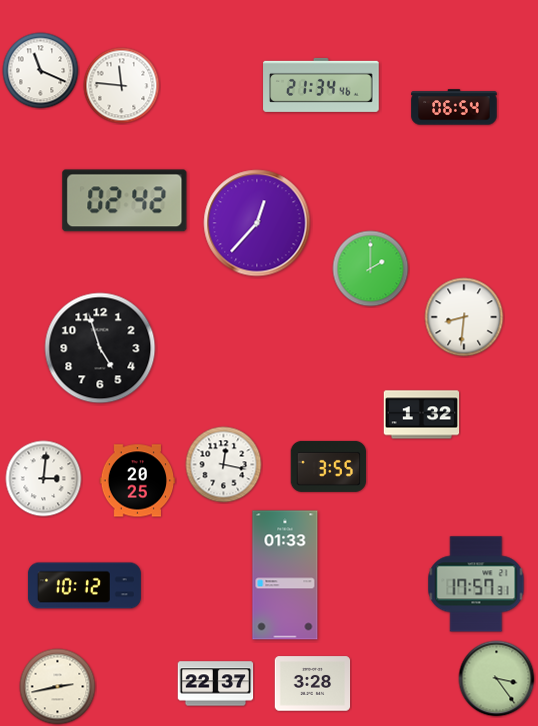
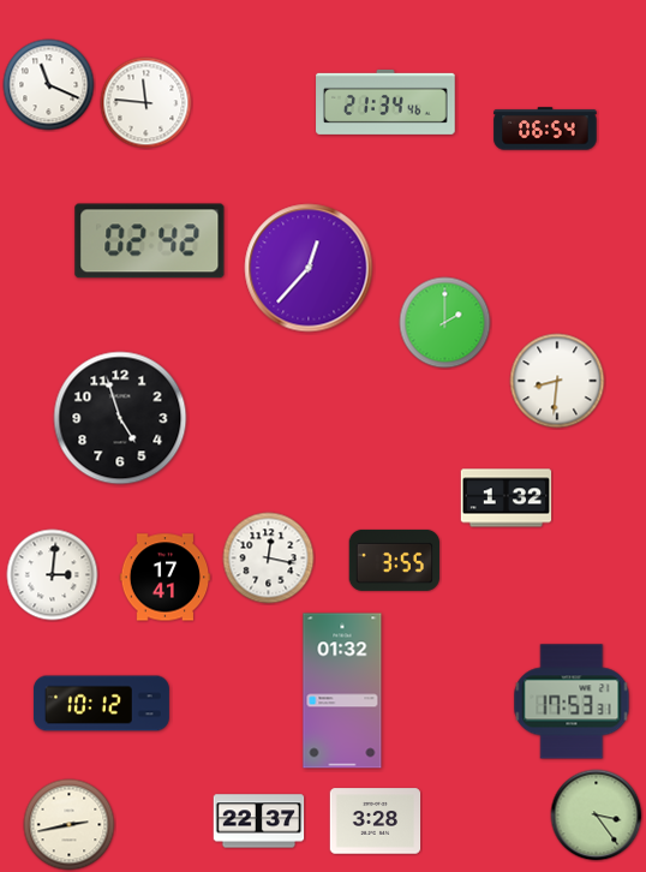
clock at (138, 481): 20:25 -> 17:41
clock at (285, 575): 01:33 -> 01:32
clock at (476, 584): 17:57 -> 17:53
